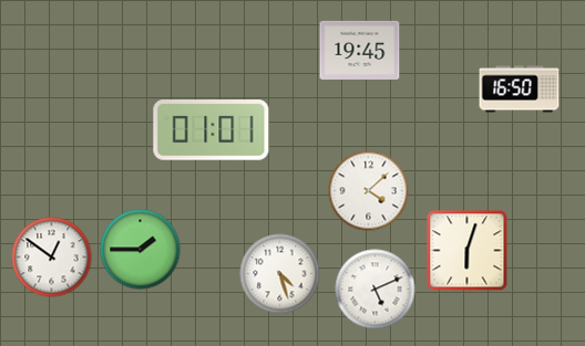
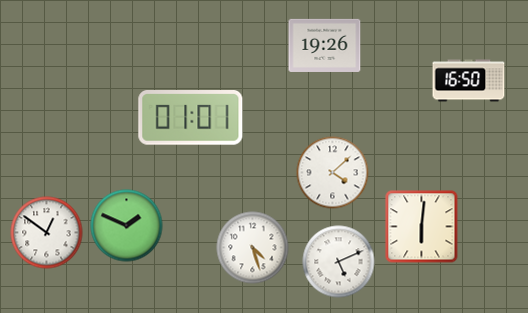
clock at (360, 50): 19:45 -> 19:26
clock at (141, 250): 1:45 -> 1:49
clock at (468, 251): 6:03 -> 6:01
